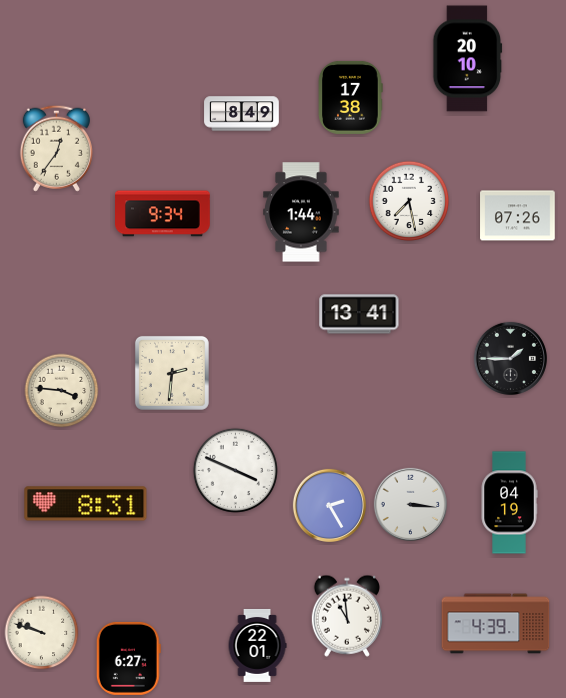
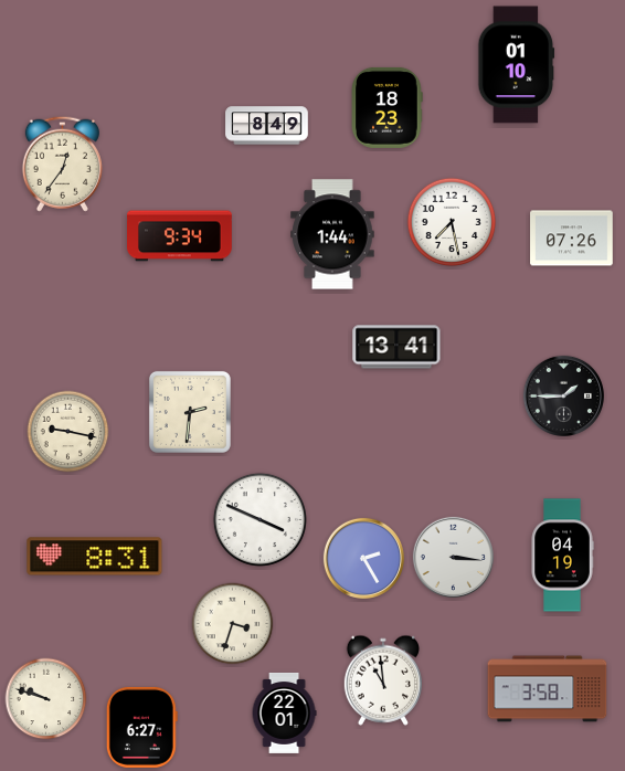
clock at (468, 59): 20:10 -> 01:10
clock at (351, 97): 17:38 -> 18:23
clock at (62, 391): 3:46 -> 9:17
clock at (233, 624): none -> 3:33
clock at (496, 624): 4:39 -> 3:58
